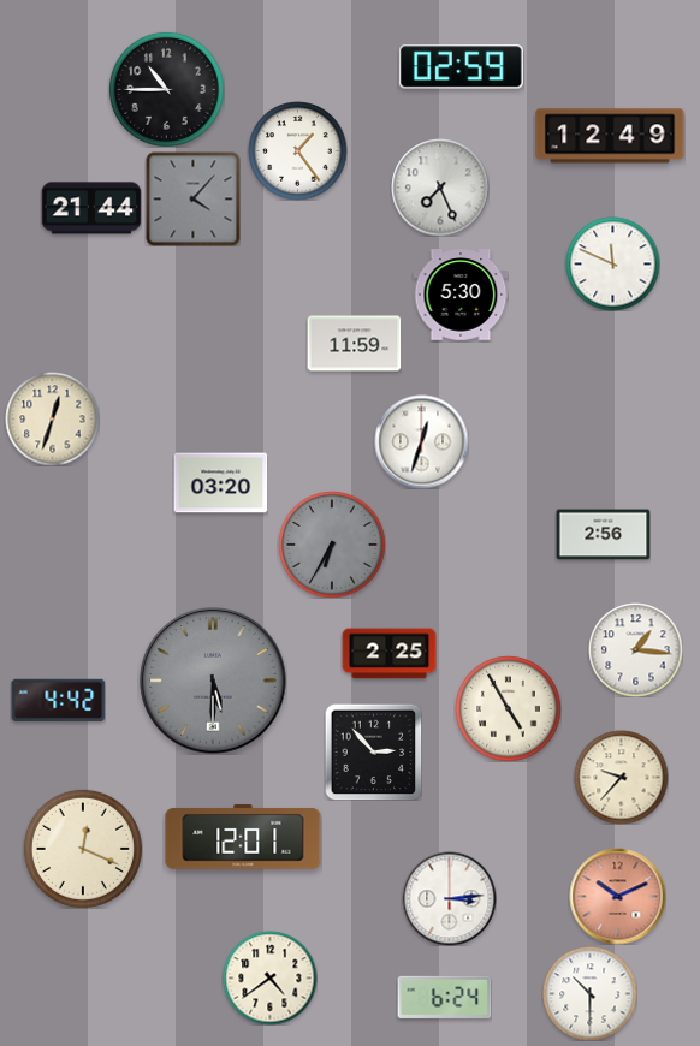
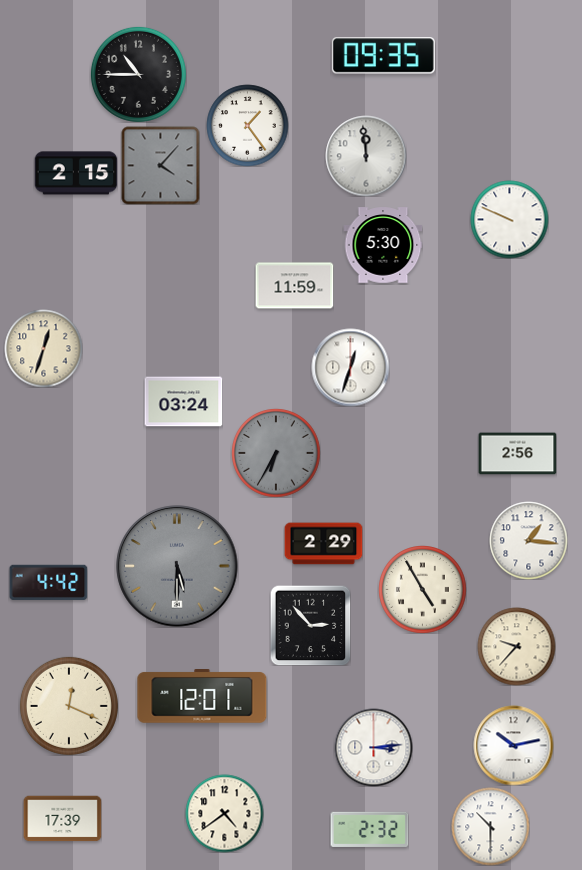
clock at (461, 67): 02:59 -> 09:35
clock at (610, 136): 12:49 -> none
clock at (440, 188): 7:26 -> 11:59
clock at (91, 208): 21:44 -> 2:15
clock at (612, 263): 11:49 -> 9:49
clock at (220, 483): 03:20 -> 03:24
clock at (603, 535) position: (603, 535) -> (517, 454)
clock at (388, 654): 2:25 -> 2:29
clock at (617, 896): 10:11 -> 10:13
clock at (617, 896) dial: salmon -> white
clock at (62, 819): none -> 17:39
clock at (444, 997): 6:24 -> 2:32
